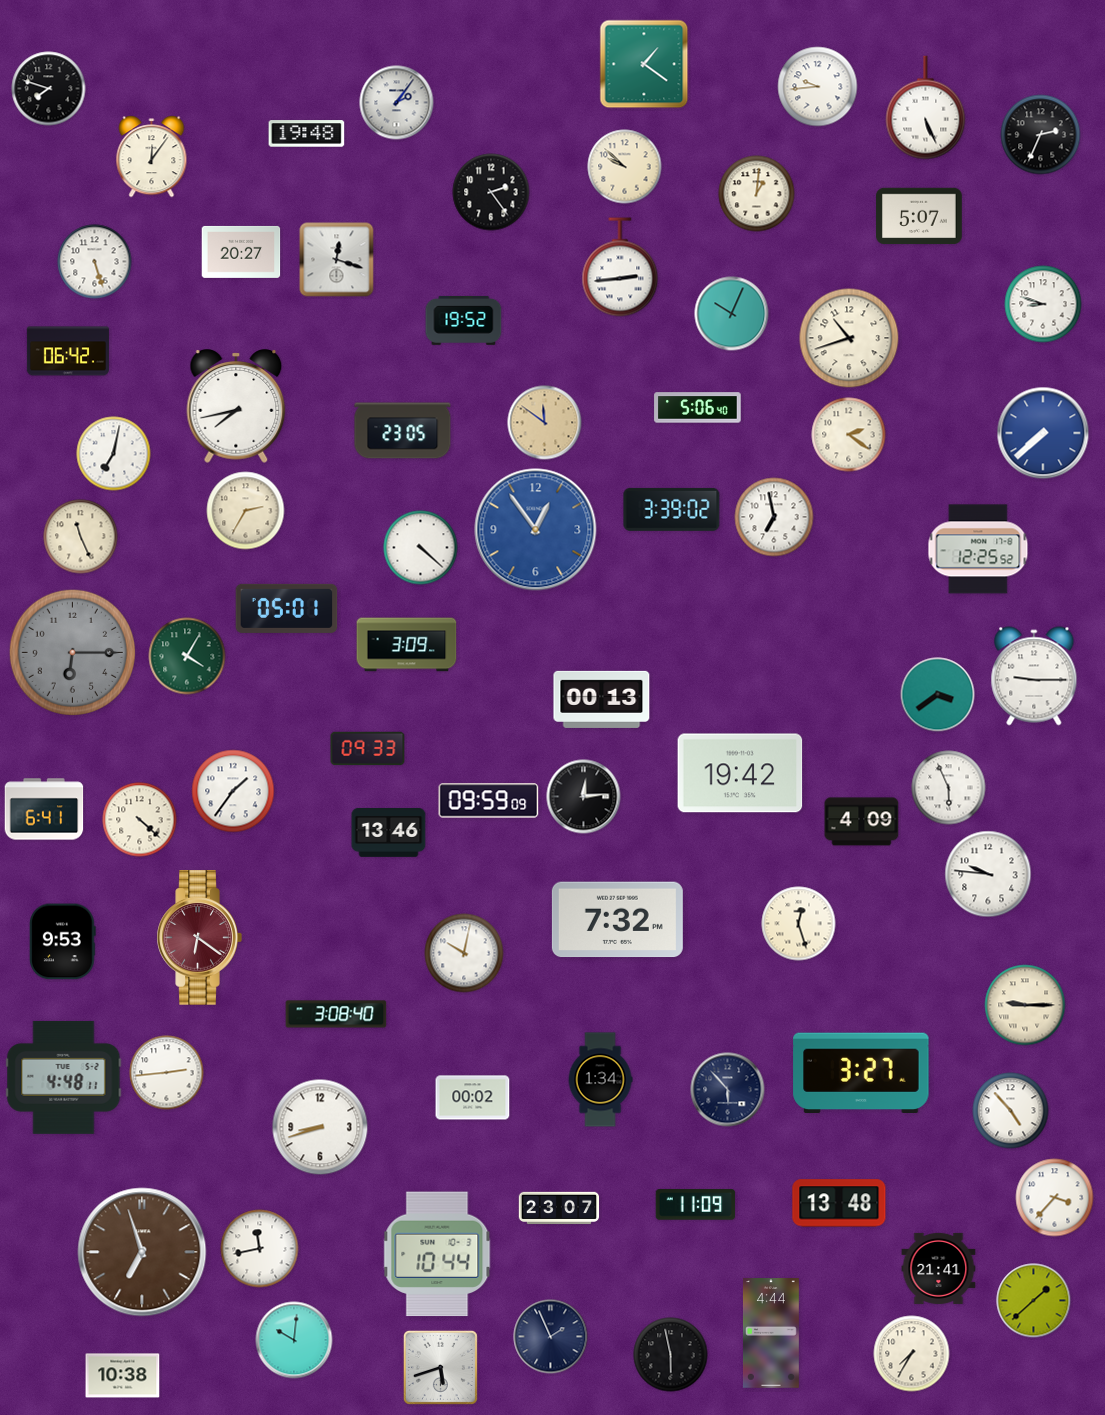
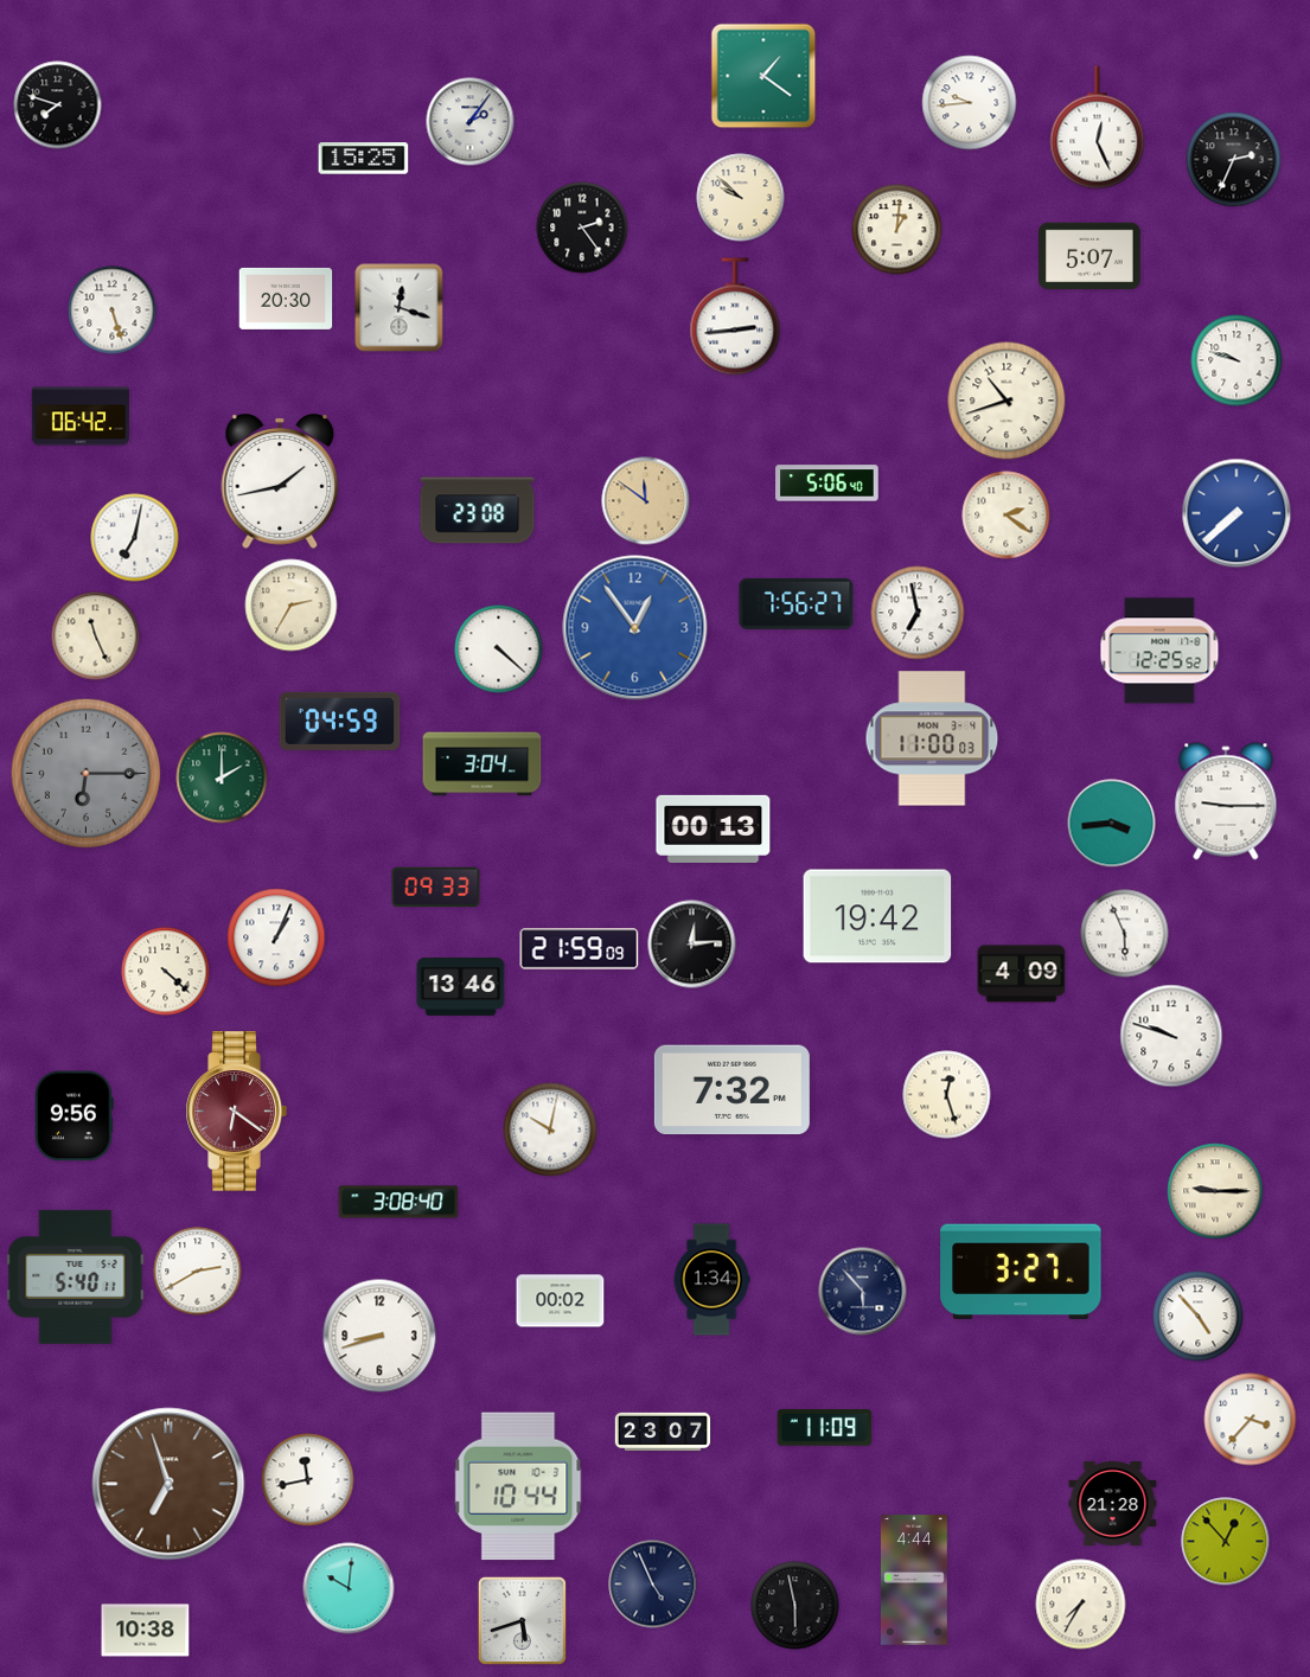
clock at (926, 108): 5:26 -> 12:26
clock at (307, 134): 19:48 -> 15:25
clock at (152, 157): 12:06 -> none
clock at (241, 252): 20:27 -> 20:30
clock at (1043, 304): 8:48 -> 9:48
clock at (732, 314): 10:04 -> none
clock at (464, 320): 19:52 -> none
clock at (236, 406): 7:43 -> 1:43
clock at (403, 431): 23:05 -> 23:08
clock at (672, 509): 3:39 -> 7:56
clock at (287, 608): 05:01 -> 04:59
clock at (932, 738): none -> 11:00
clock at (407, 645): 3:09 -> 3:04
clock at (187, 656): 4:05 -> 2:00
clock at (938, 695): 3:39 -> 3:44
clock at (233, 791): 1:36 -> 1:04
clock at (489, 801): 09:59 -> 21:59
clock at (44, 809): 6:41 -> none
clock at (988, 874): 9:46 -> 9:48
clock at (62, 942): 9:53 -> 9:56
clock at (167, 1073): 2:44 -> 2:40
clock at (64, 1077): 4:48 -> 5:40
clock at (839, 1203): 13:48 -> none
clock at (939, 1268): 21:41 -> 21:28
clock at (1034, 1301): 1:38 -> 12:53
clock at (551, 1337): 1:56 -> 4:56
